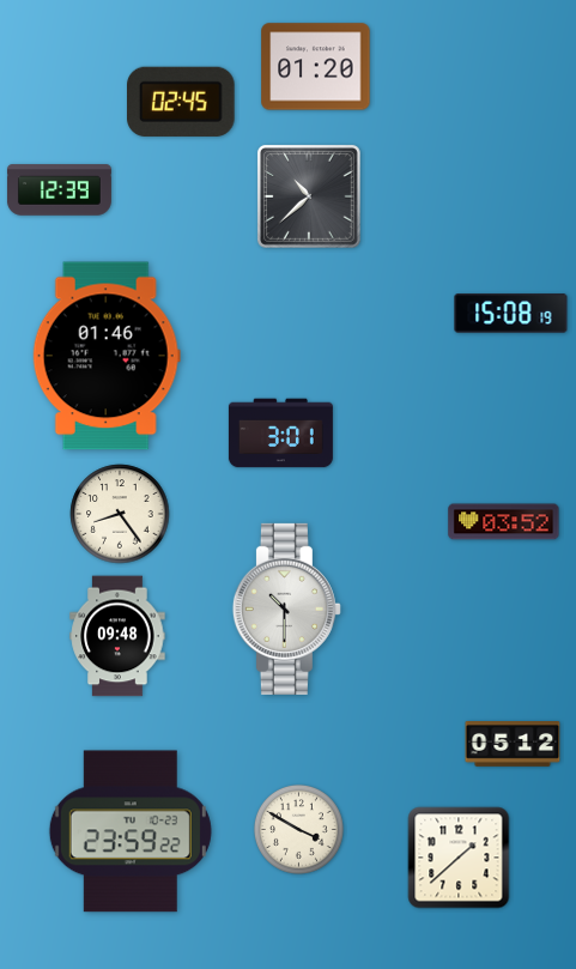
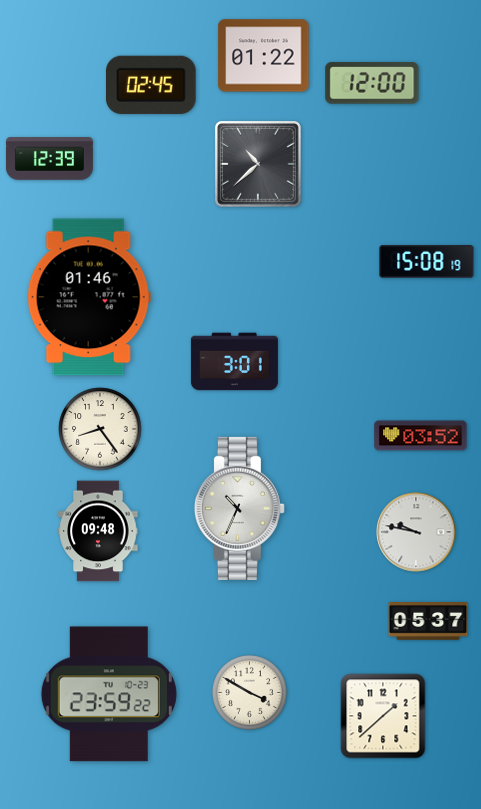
clock at (316, 67): 01:20 -> 01:22
clock at (372, 83): none -> 12:00
clock at (286, 608): 10:30 -> 10:34
clock at (416, 532): none -> 9:47
clock at (513, 745): 05:12 -> 05:37
